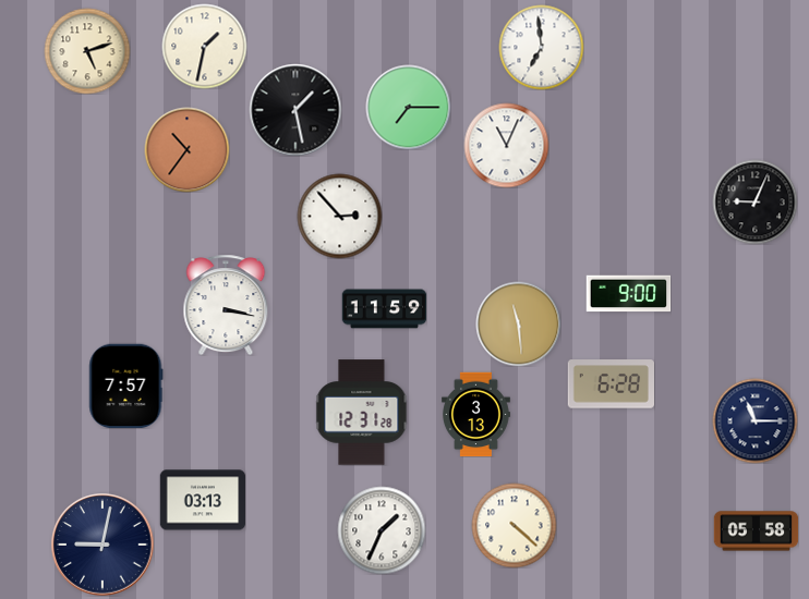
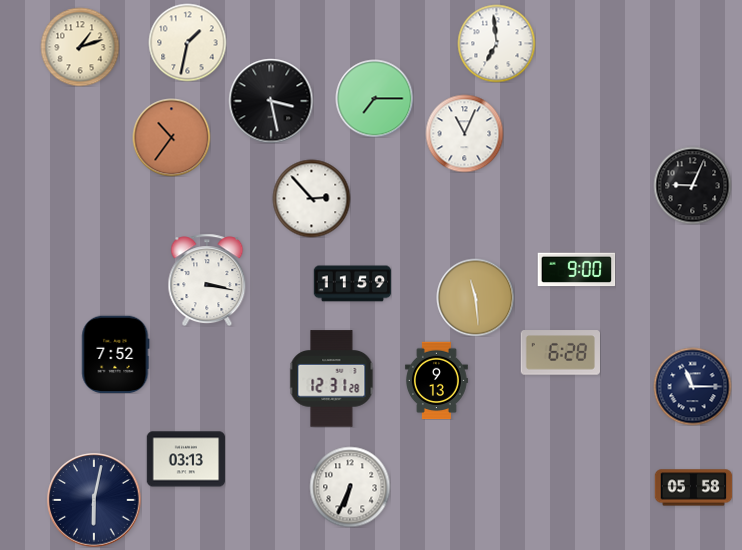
clock at (87, 51): 5:12 -> 1:12
clock at (295, 110): 1:28 -> 3:28
clock at (126, 386): 7:57 -> 7:52
clock at (475, 414): 3:13 -> 9:13
clock at (514, 525): 4:22 -> none
clock at (382, 530): 1:34 -> 6:34
clock at (102, 545): 9:02 -> 6:02
